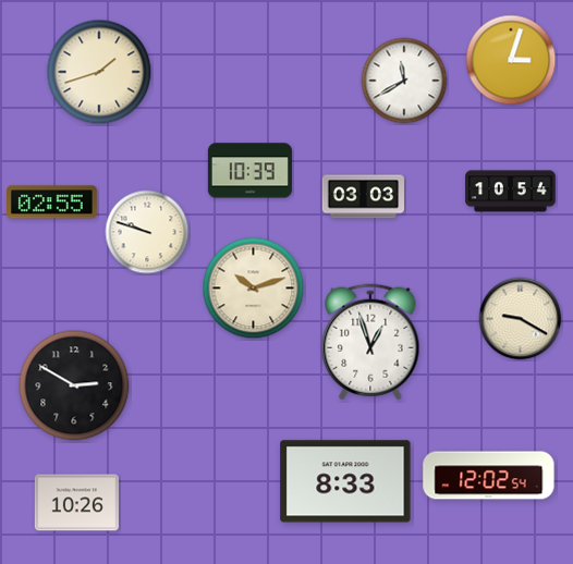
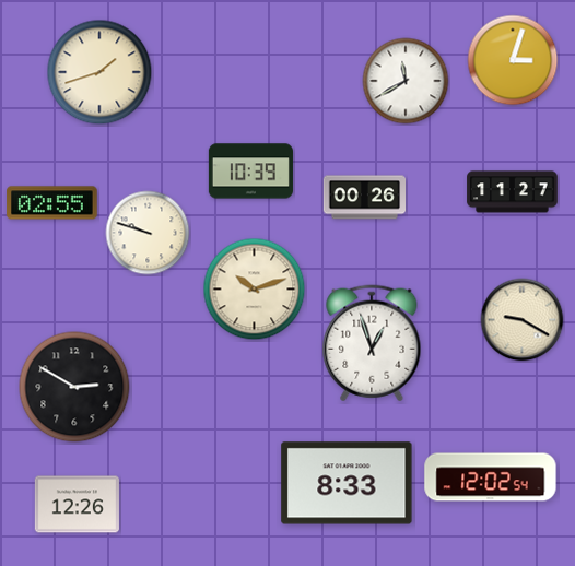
clock at (511, 192): 10:54 -> 11:27
clock at (363, 197): 03:03 -> 00:26
clock at (76, 503): 10:26 -> 12:26
